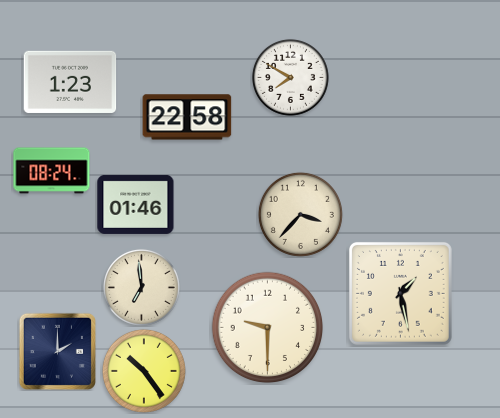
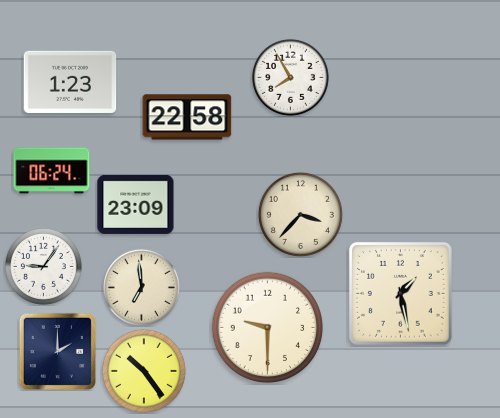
clock at (290, 77): 7:50 -> 7:55
clock at (52, 171): 08:24 -> 06:24
clock at (136, 204): 01:46 -> 23:09
clock at (43, 266): none -> 9:06
